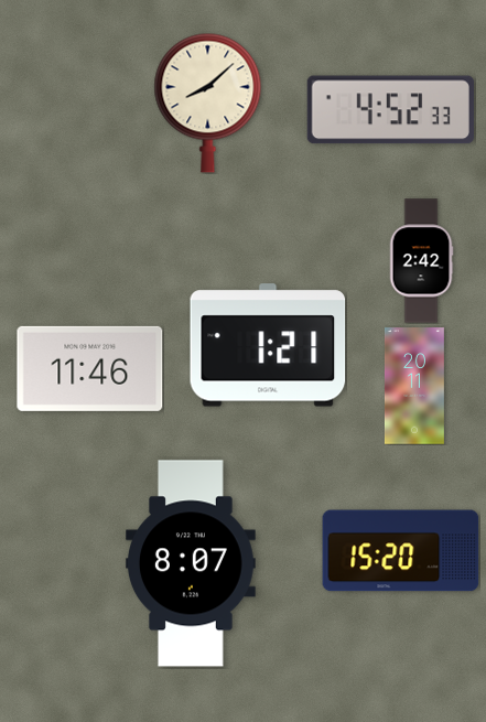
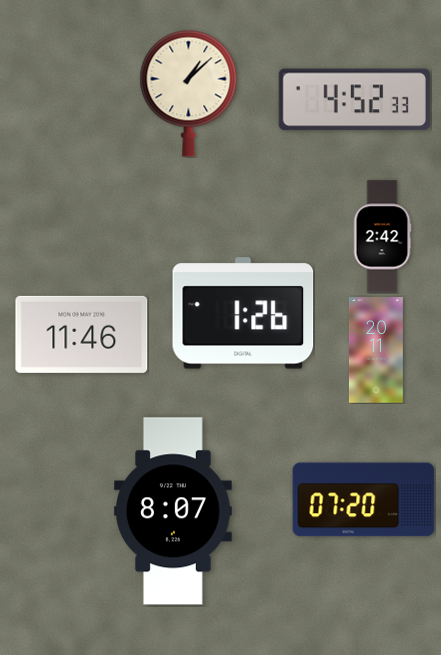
clock at (208, 103): 8:08 -> 1:08
clock at (268, 345): 1:21 -> 1:26
clock at (401, 551): 15:20 -> 07:20
